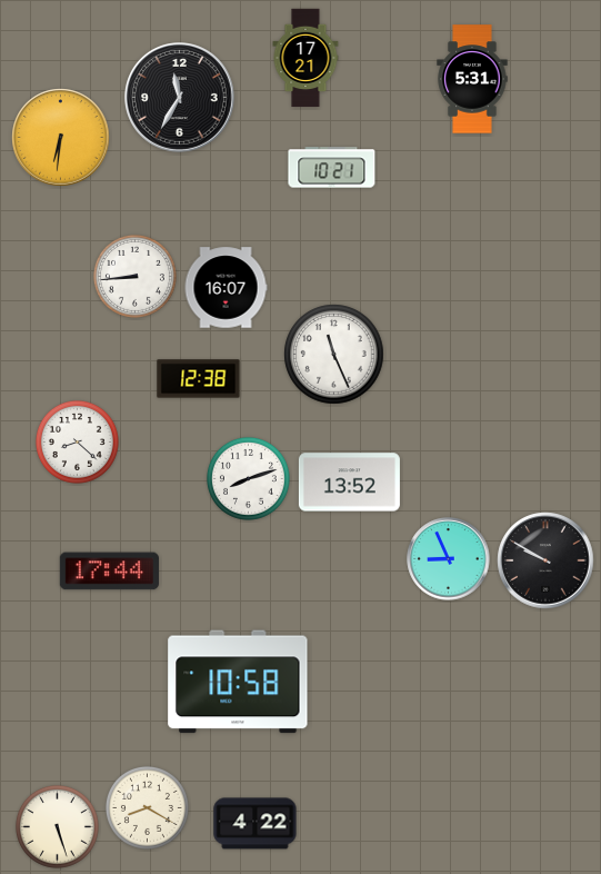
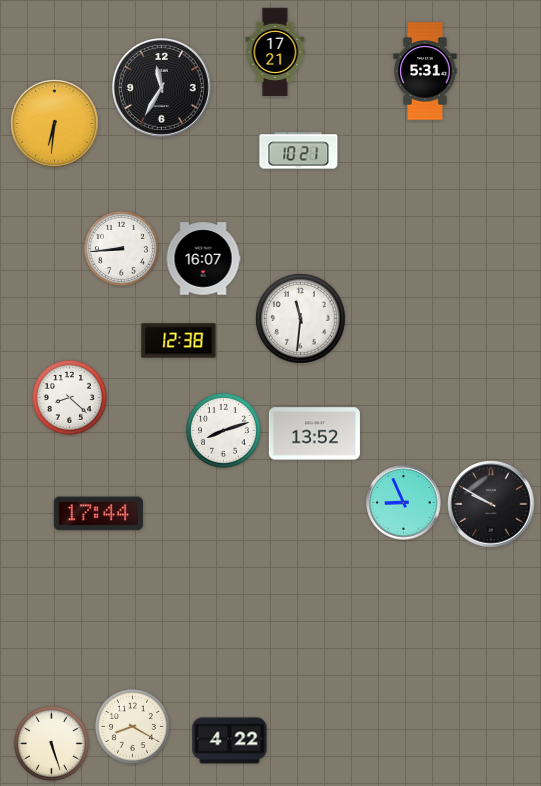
clock at (334, 355): 11:26 -> 11:31
clock at (238, 682): 10:58 -> none
